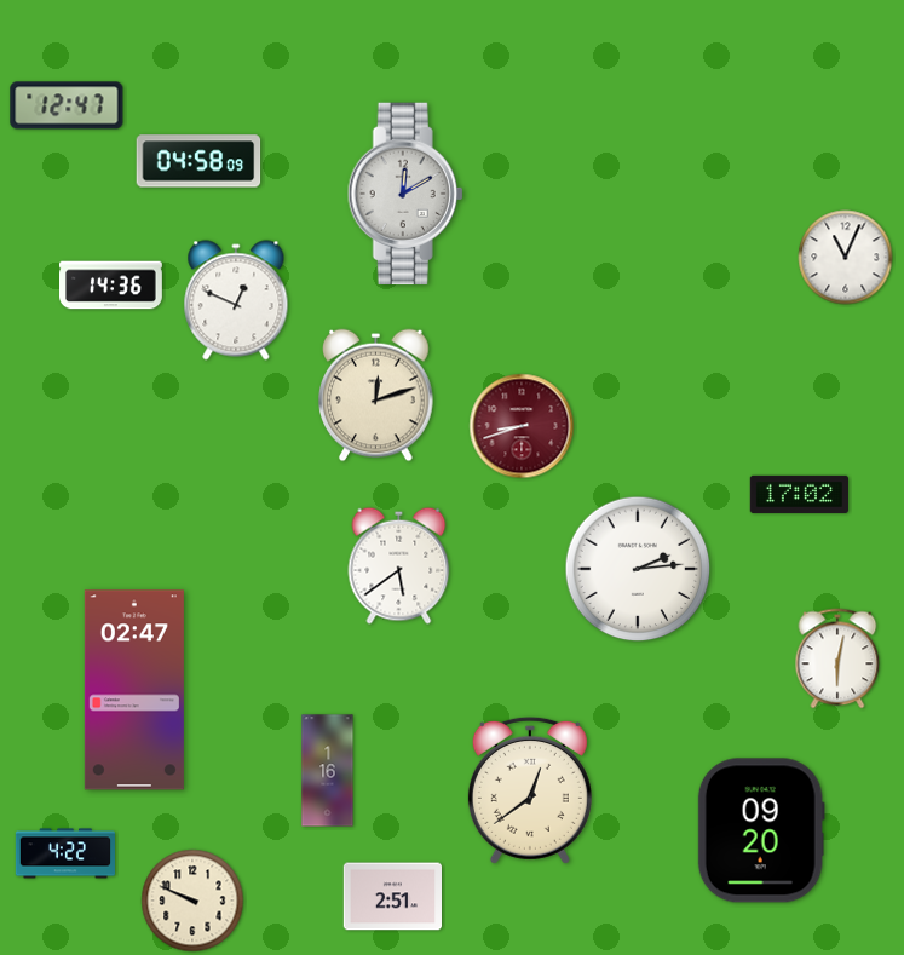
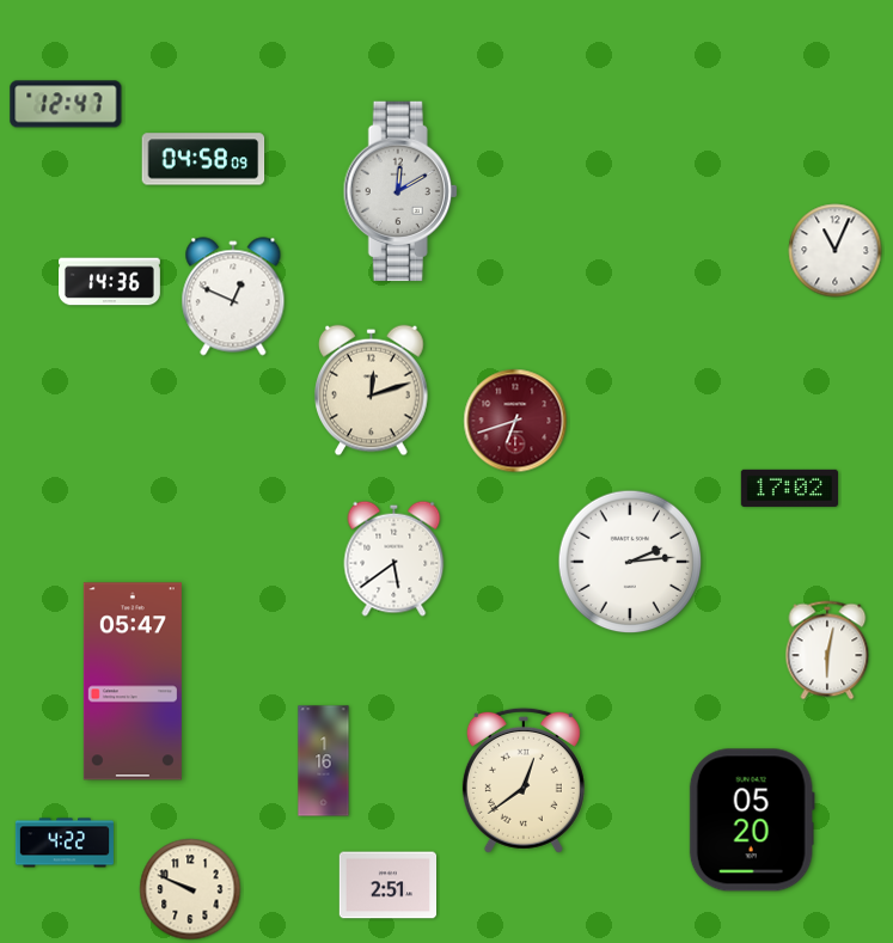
clock at (198, 161) position: (198, 161) -> (203, 159)
clock at (846, 258) position: (846, 258) -> (836, 251)
clock at (522, 426): 8:42 -> 6:42
clock at (134, 690): 02:47 -> 05:47
clock at (761, 830): 09:20 -> 05:20
